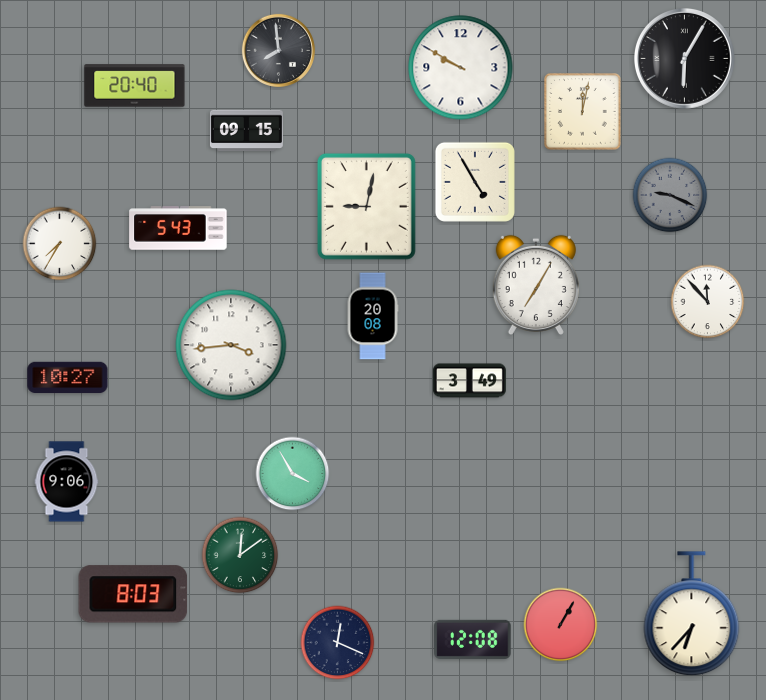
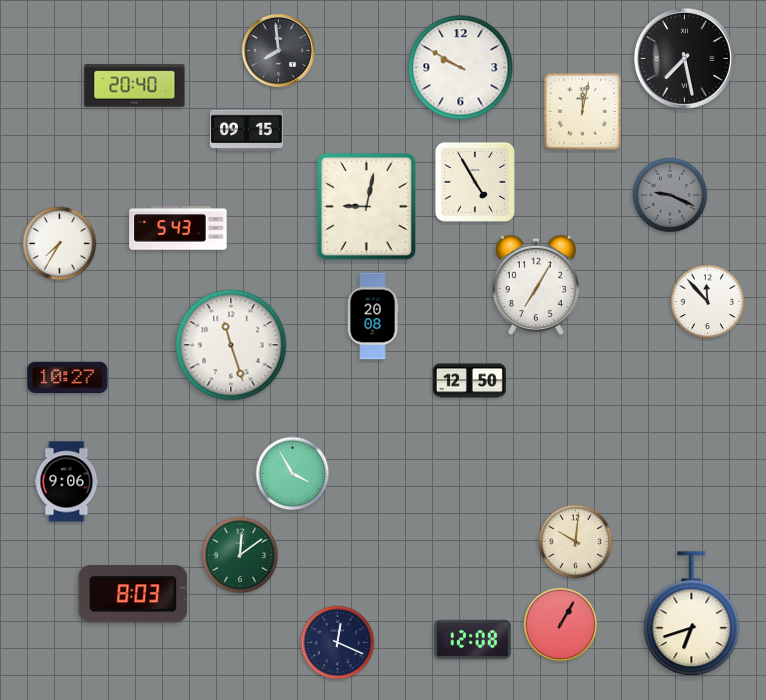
clock at (685, 59): 6:05 -> 7:28
clock at (231, 345): 3:44 -> 11:27
clock at (469, 381): 3:49 -> 12:50
clock at (576, 542): none -> 10:01
clock at (692, 614): 6:37 -> 6:42
